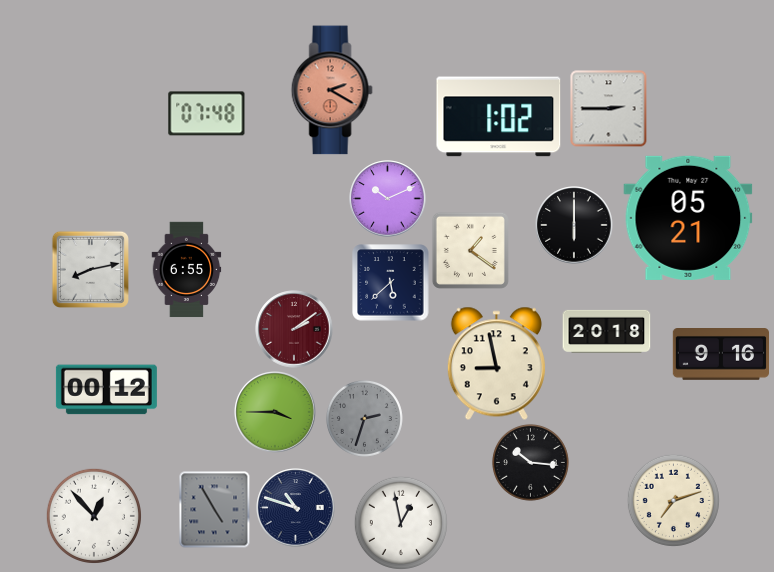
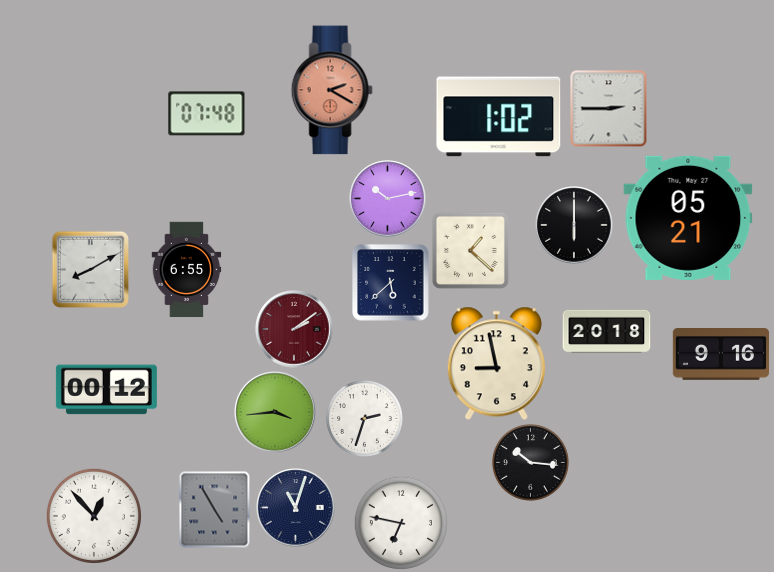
clock at (388, 199): 10:11 -> 10:13
clock at (470, 250): 1:21 -> 1:22
clock at (90, 269): 8:13 -> 8:10
clock at (276, 413): 3:45 -> 3:44
clock at (364, 418) dial: grey -> white
clock at (673, 500): 7:12 -> none
clock at (296, 508): 10:48 -> 11:03
clock at (401, 523): 12:58 -> 6:47
